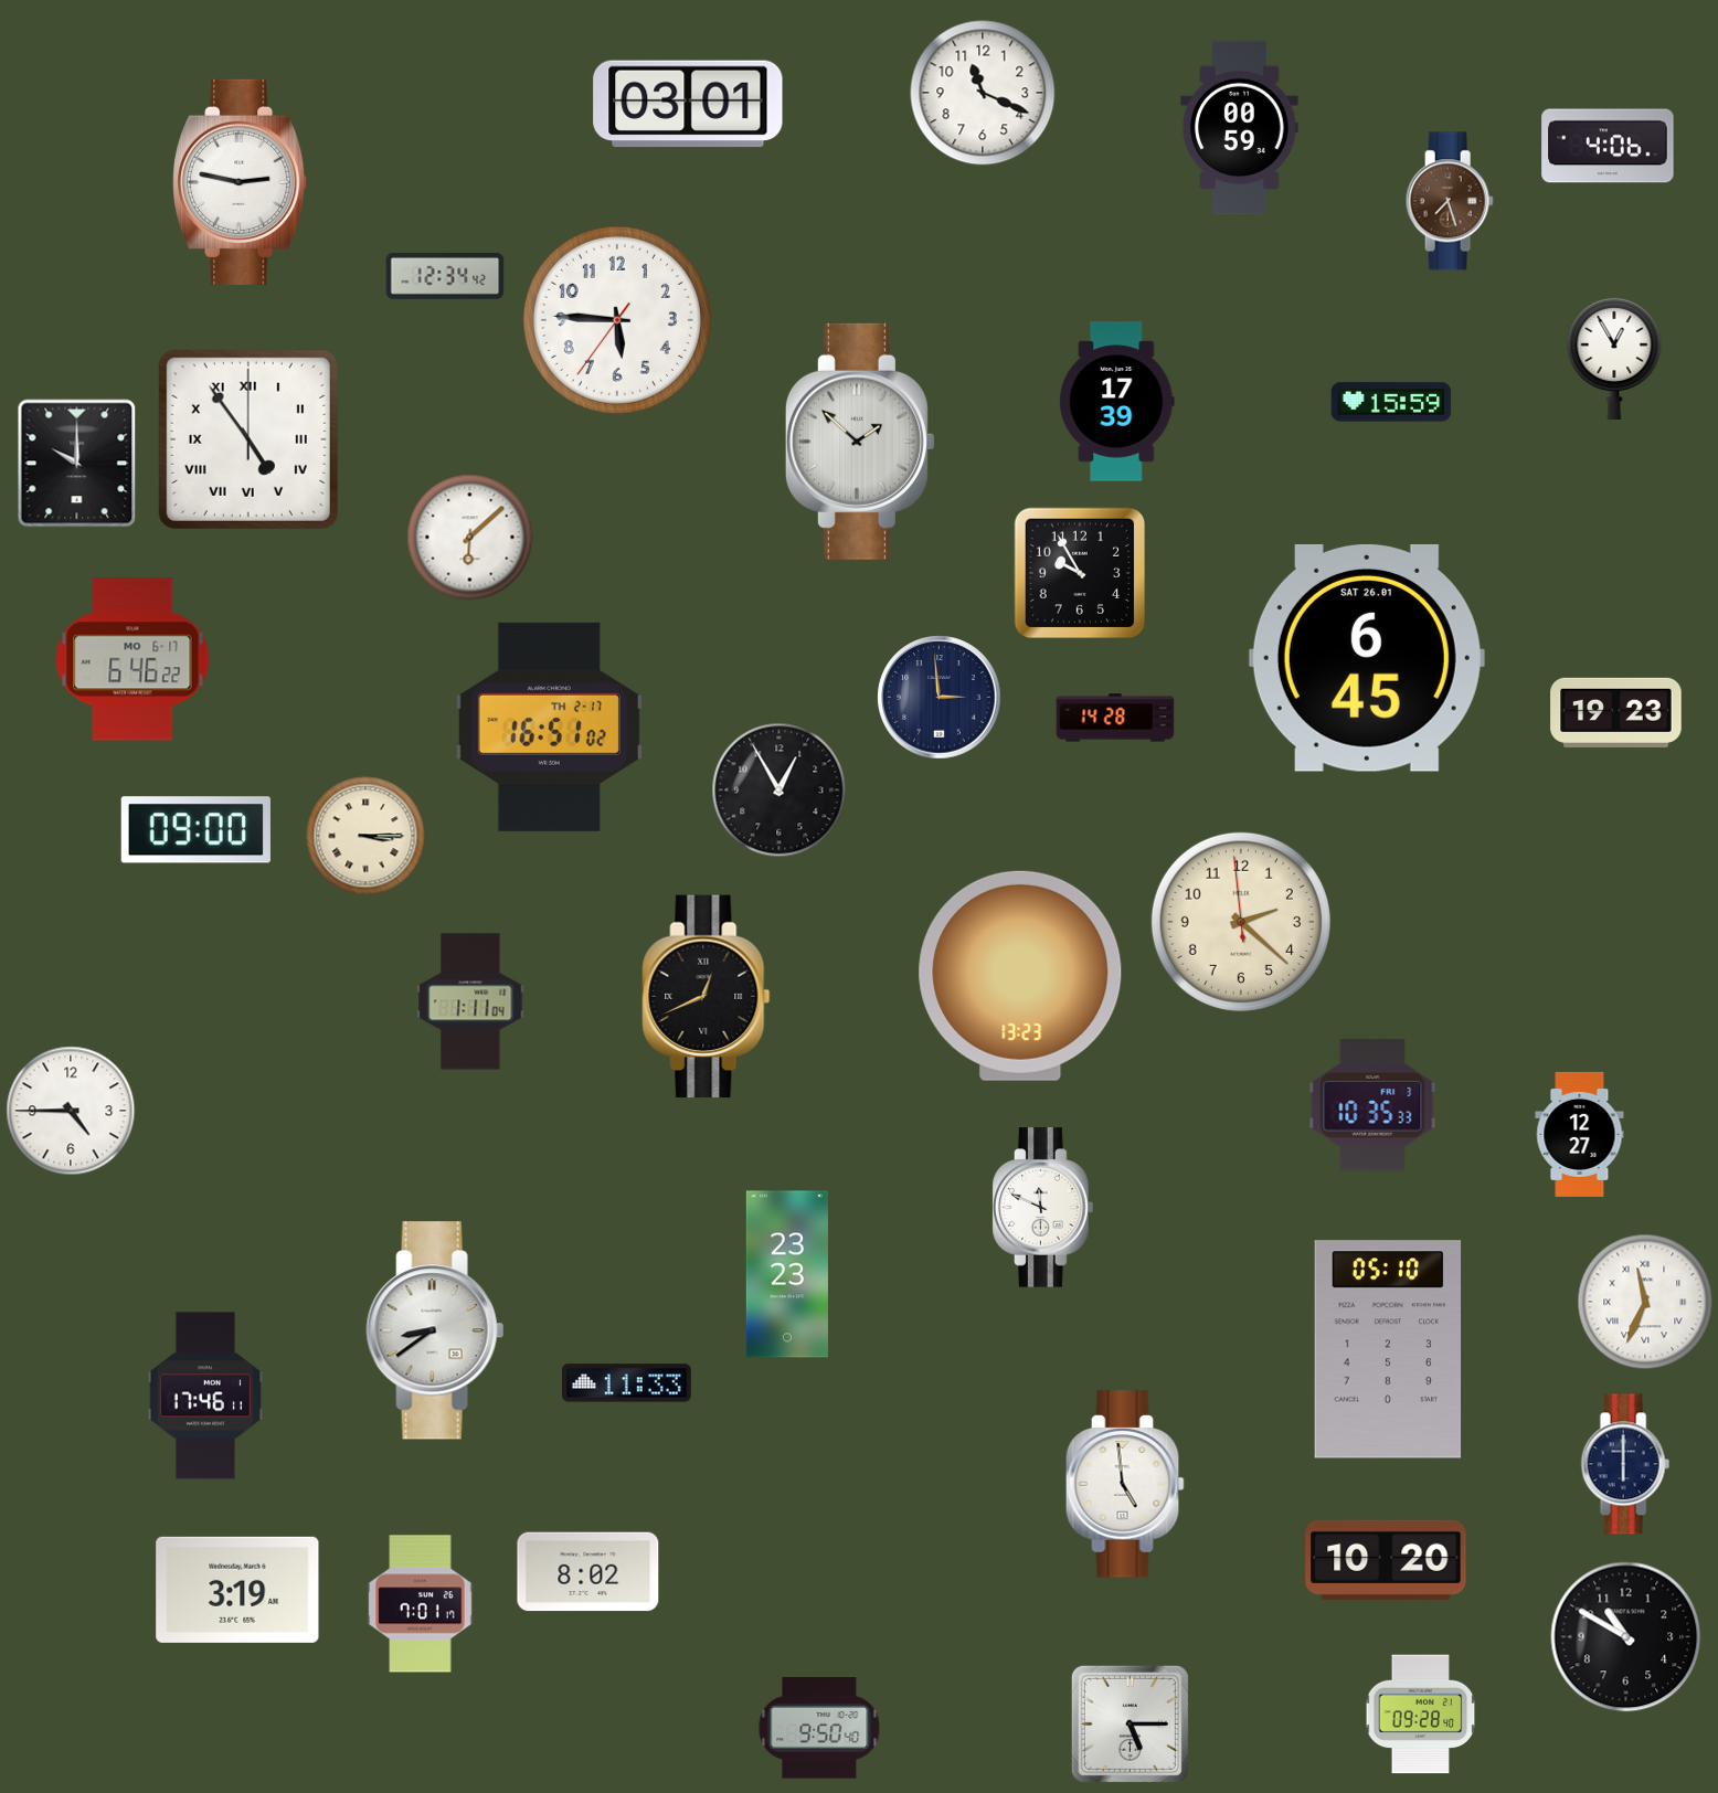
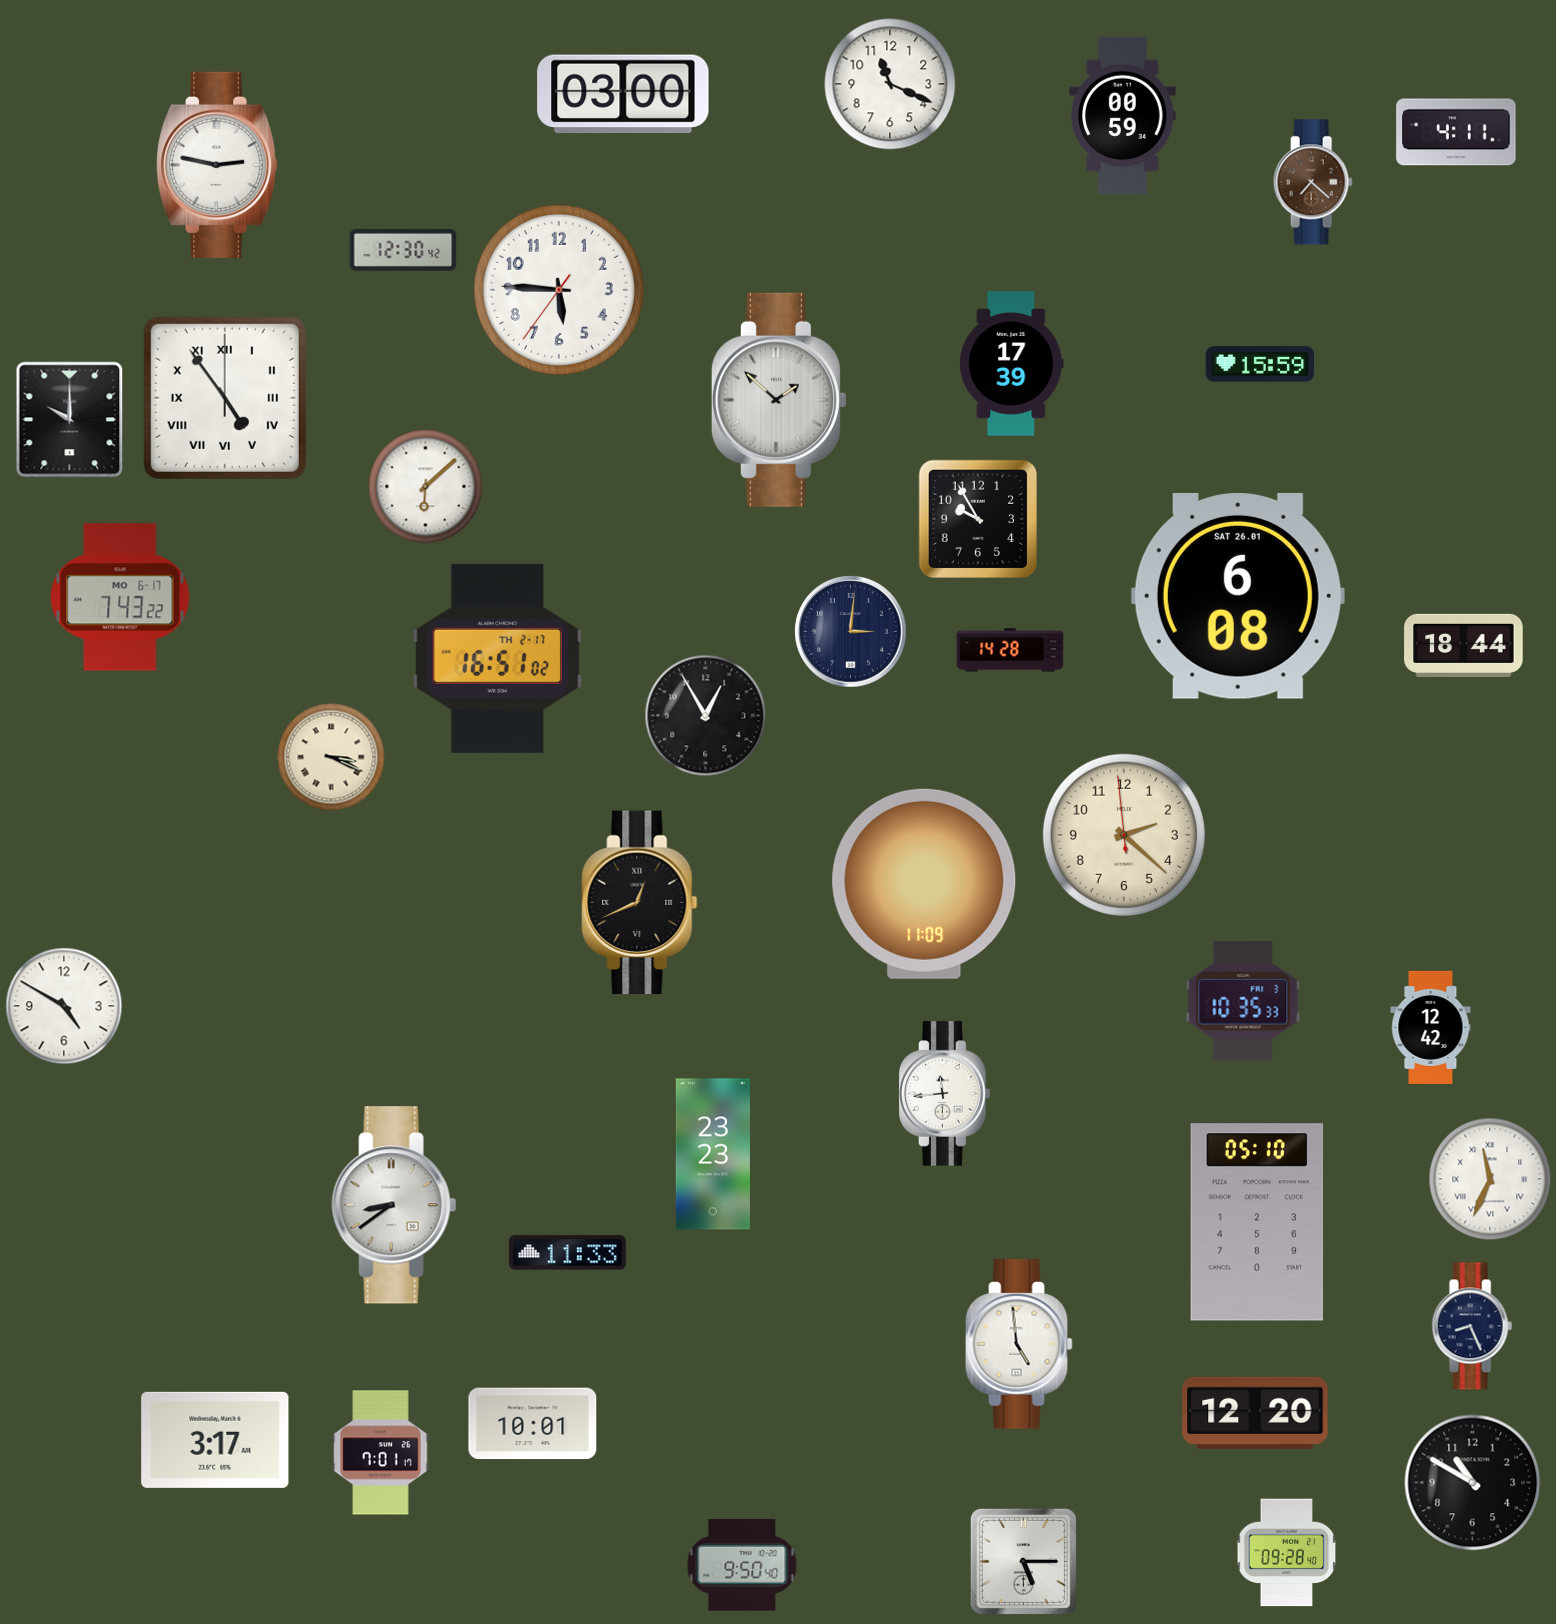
clock at (688, 104): 03:01 -> 03:00
clock at (1608, 146): 4:06 -> 4:11
clock at (1450, 201): 7:27 -> 7:22
clock at (445, 276): 12:34 -> 12:30
clock at (1614, 358): 12:55 -> none
clock at (1367, 658): 6:45 -> 6:08
clock at (132, 659): 6:46 -> 7:43
clock at (940, 698): 2:59 -> 3:01
clock at (1616, 712): 19:23 -> 18:44
clock at (195, 830): 09:00 -> none
clock at (365, 836): 3:15 -> 3:19
clock at (1020, 976): 13:23 -> 11:09
clock at (470, 1001): 1:11 -> none
clock at (71, 1111): 4:45 -> 4:50
clock at (1580, 1134): 12:27 -> 12:42
clock at (1043, 1208): 11:49 -> 11:44
clock at (205, 1396): 17:46 -> none
clock at (1625, 1464): 6:00 -> 8:26
clock at (1386, 1560): 10:20 -> 12:20
clock at (588, 1572): 8:02 -> 10:01
clock at (237, 1590): 3:19 -> 3:17
